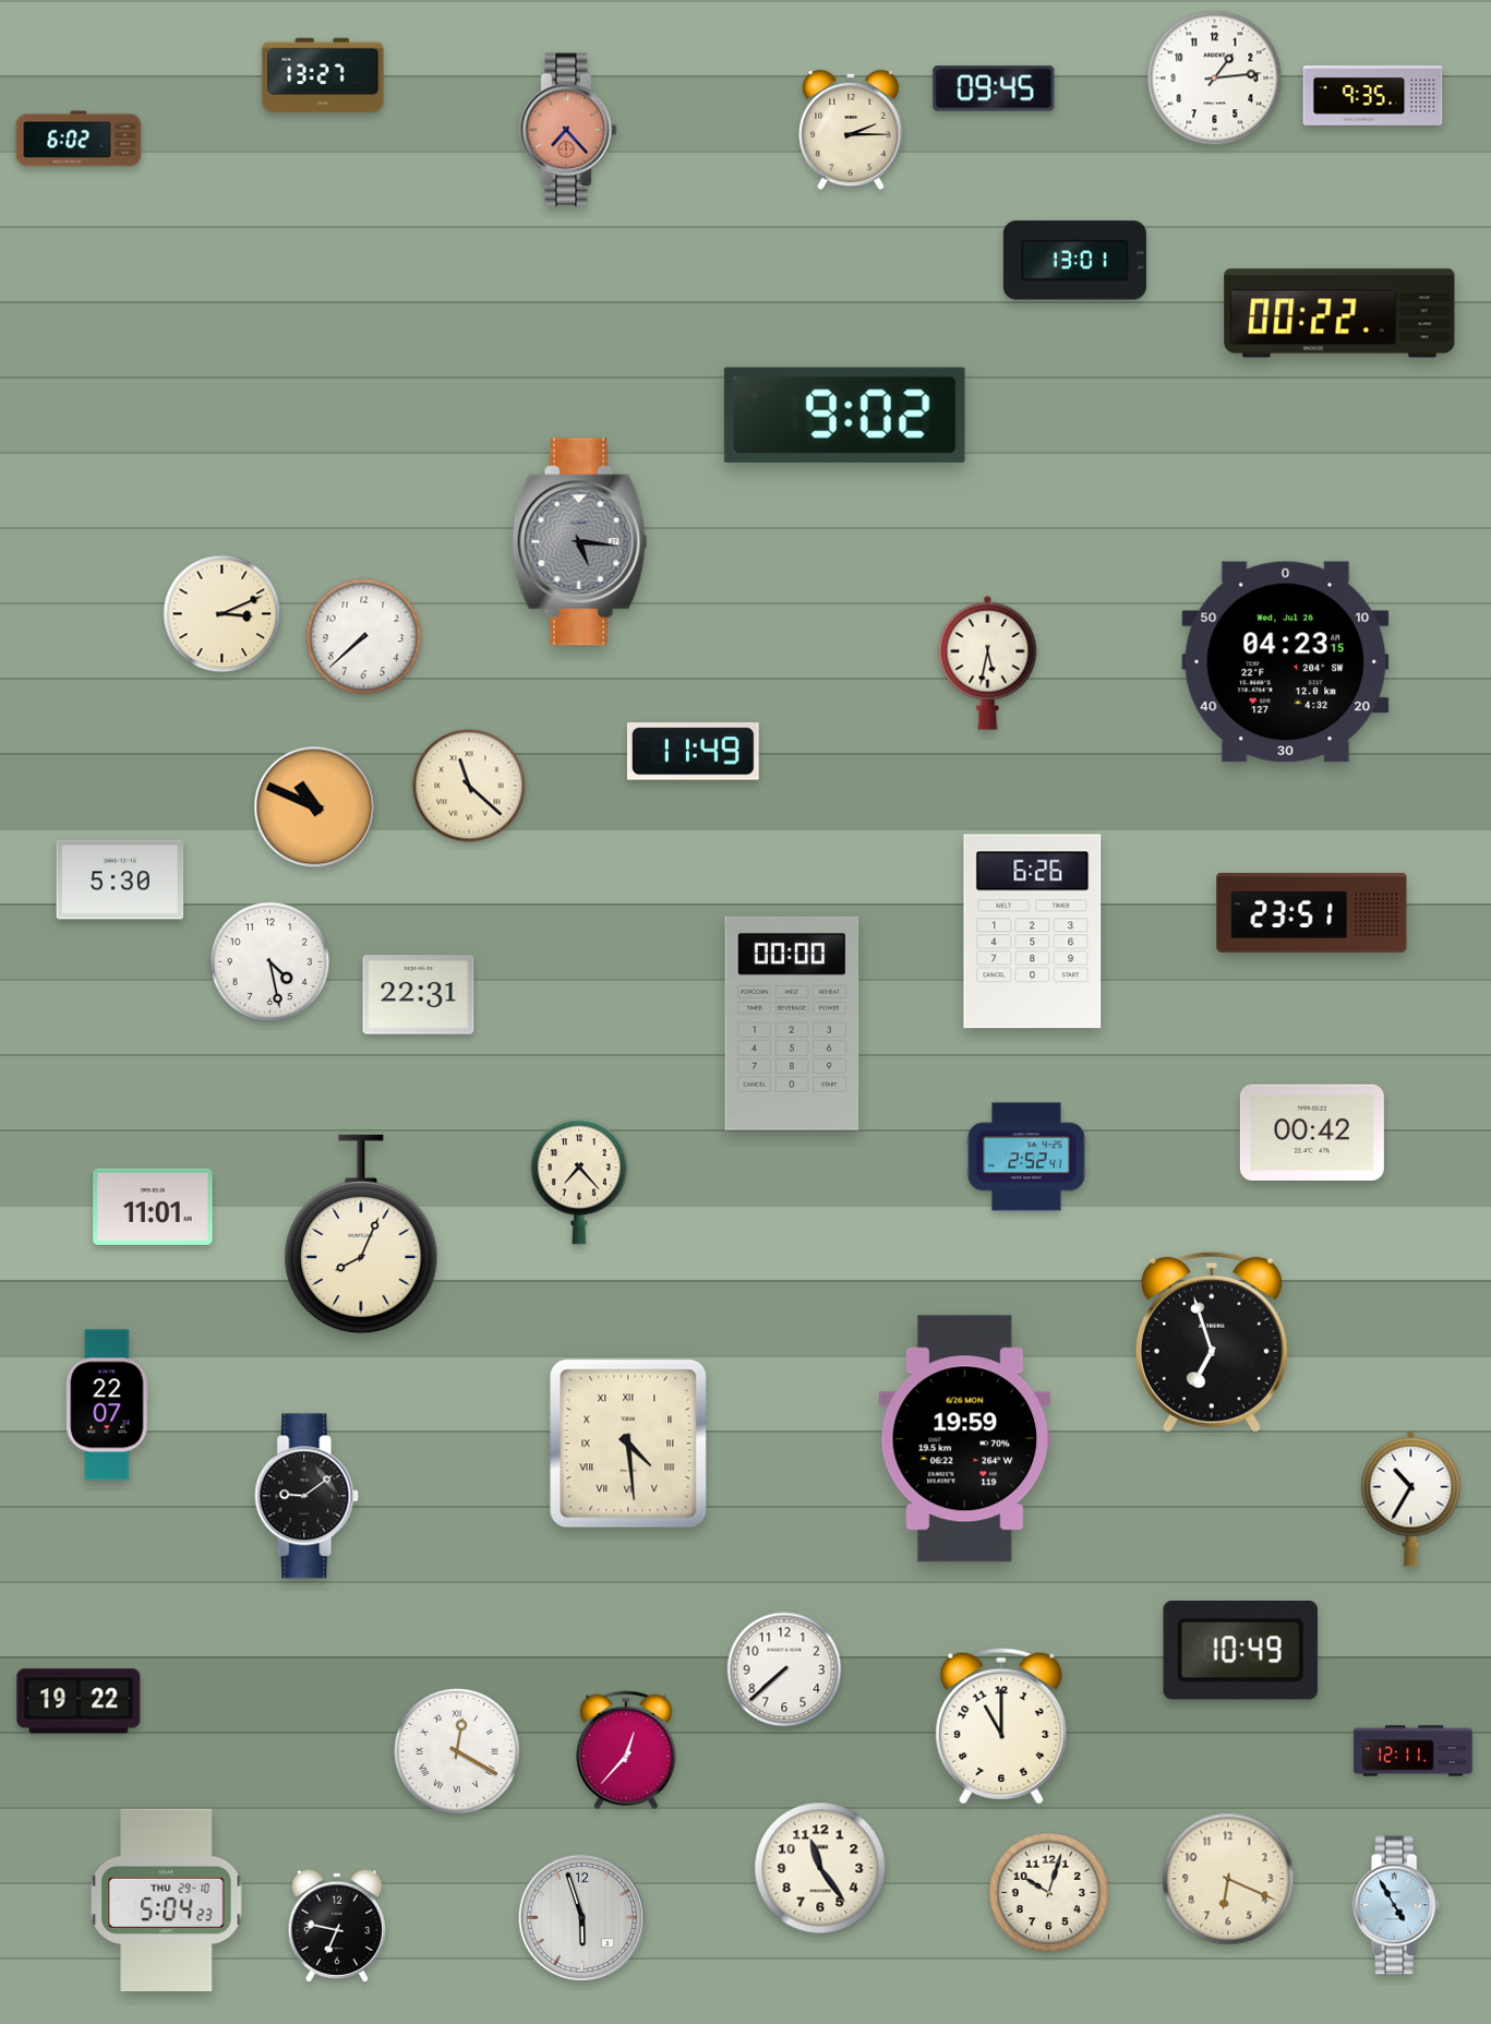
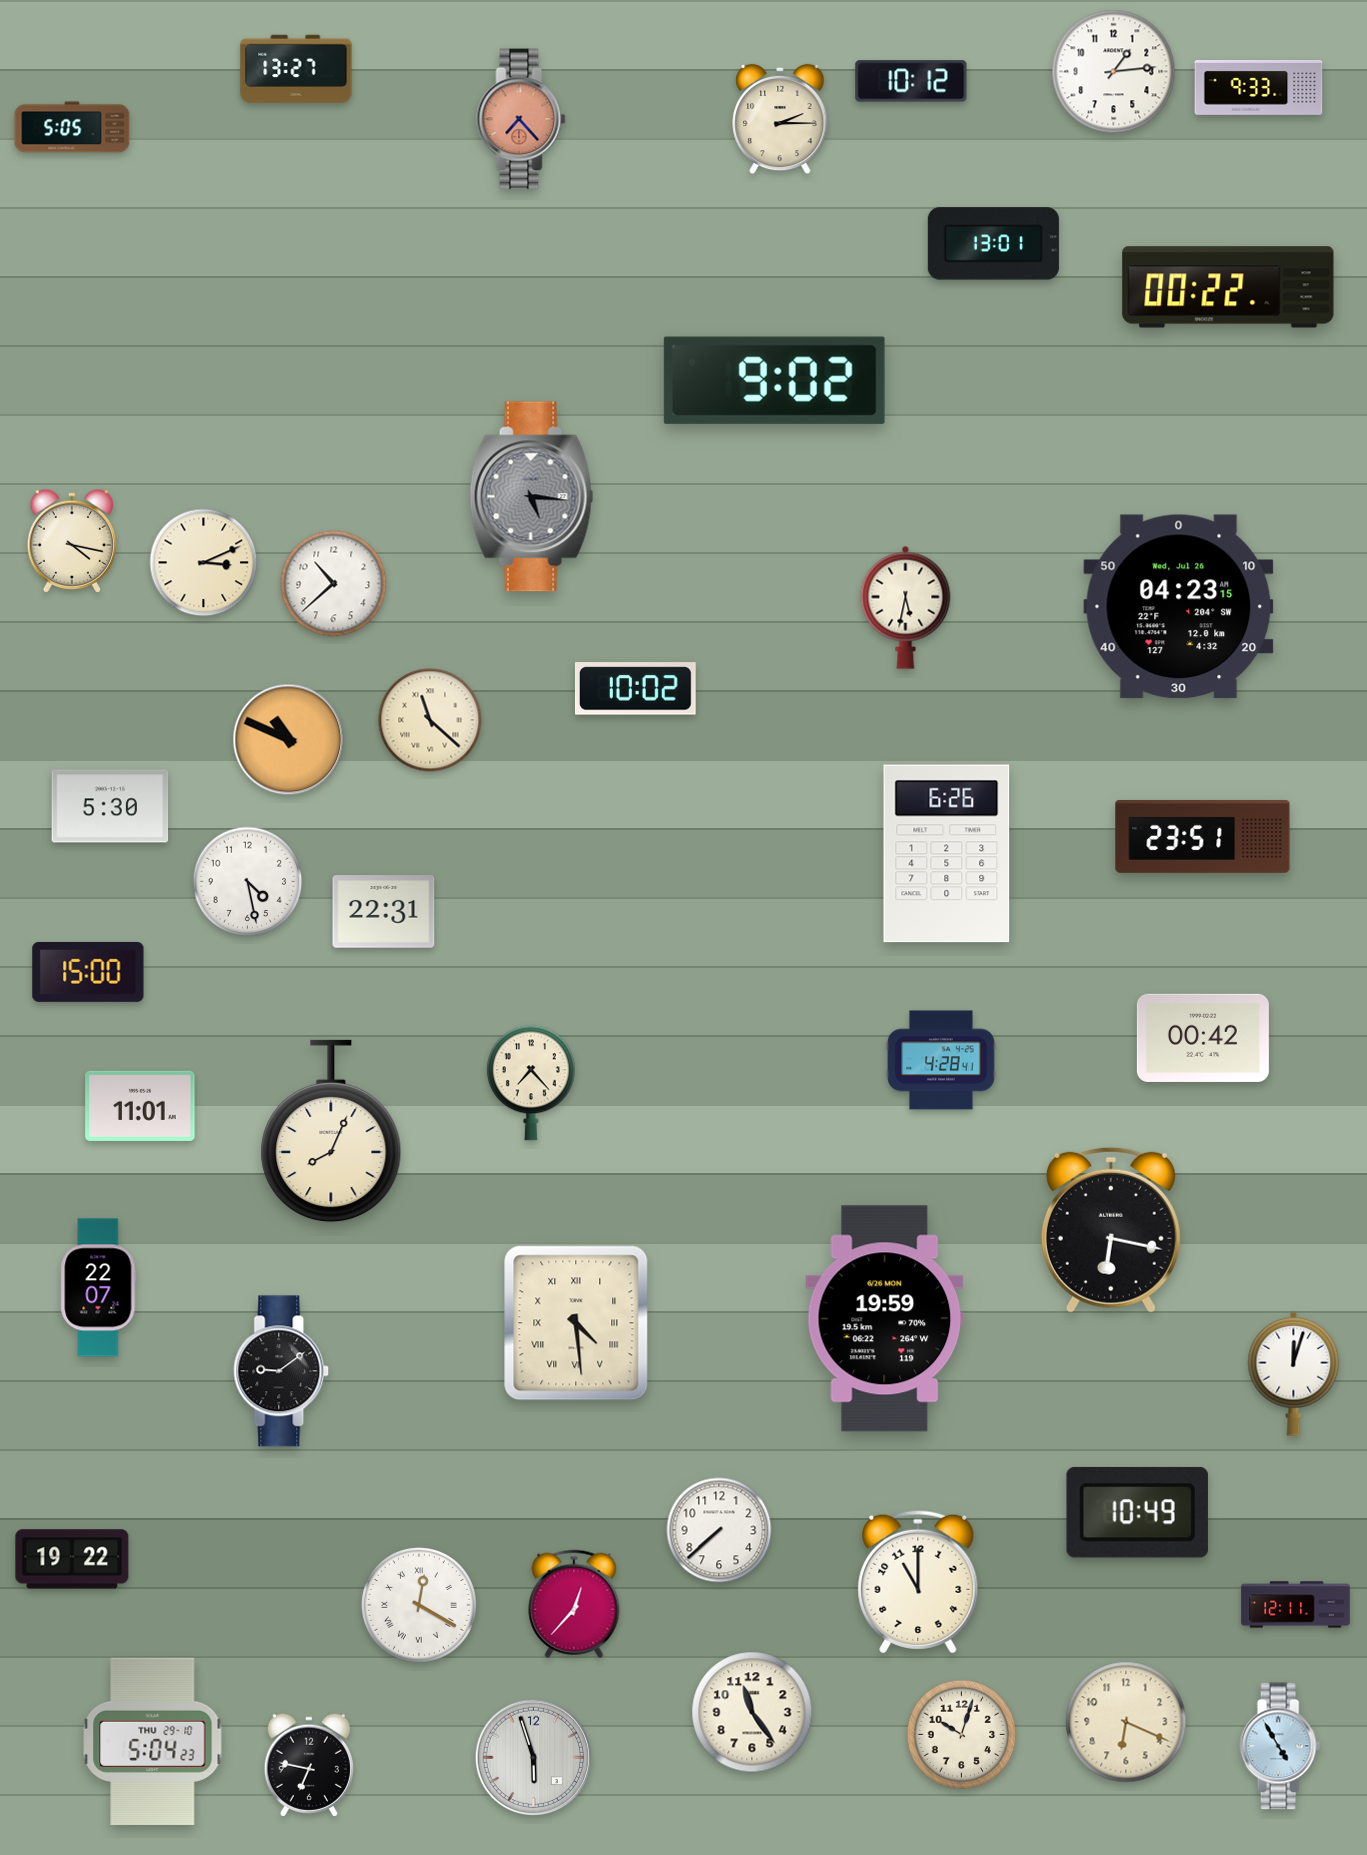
clock at (994, 88): 09:45 -> 10:12
clock at (1373, 96): 9:35 -> 9:33
clock at (79, 139): 6:02 -> 5:05
clock at (1074, 261) position: (1074, 261) -> (993, 244)
clock at (71, 541): none -> 4:17
clock at (364, 637): 7:38 -> 10:38
clock at (693, 752): 11:49 -> 10:02
clock at (792, 1023): 00:00 -> none
clock at (88, 972): none -> 15:00
clock at (1026, 1157): 2:52 -> 4:28
clock at (1212, 1342): 6:57 -> 6:17
clock at (1411, 1498): 10:35 -> 12:03
